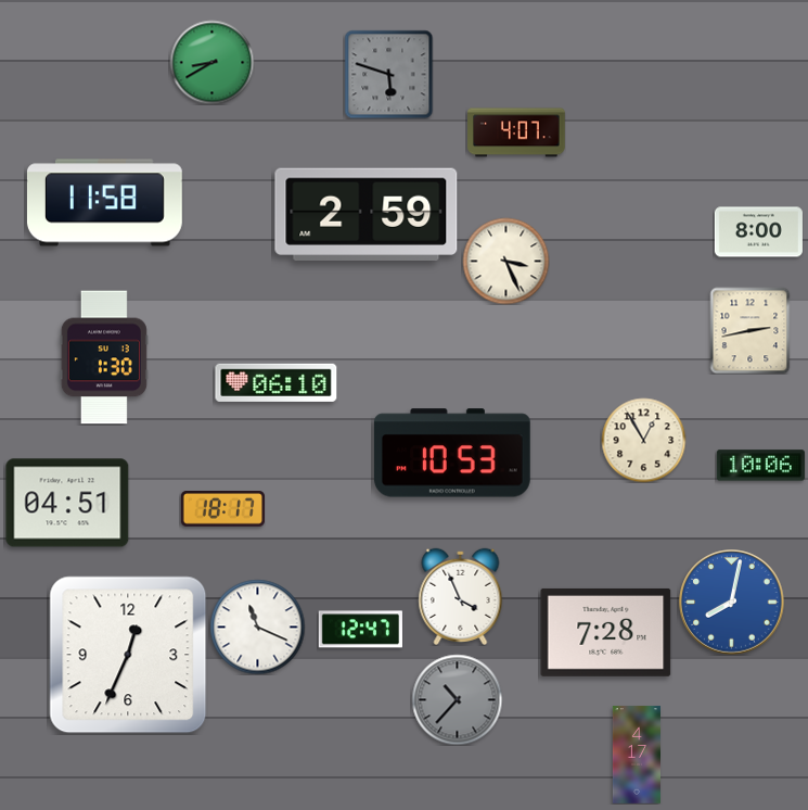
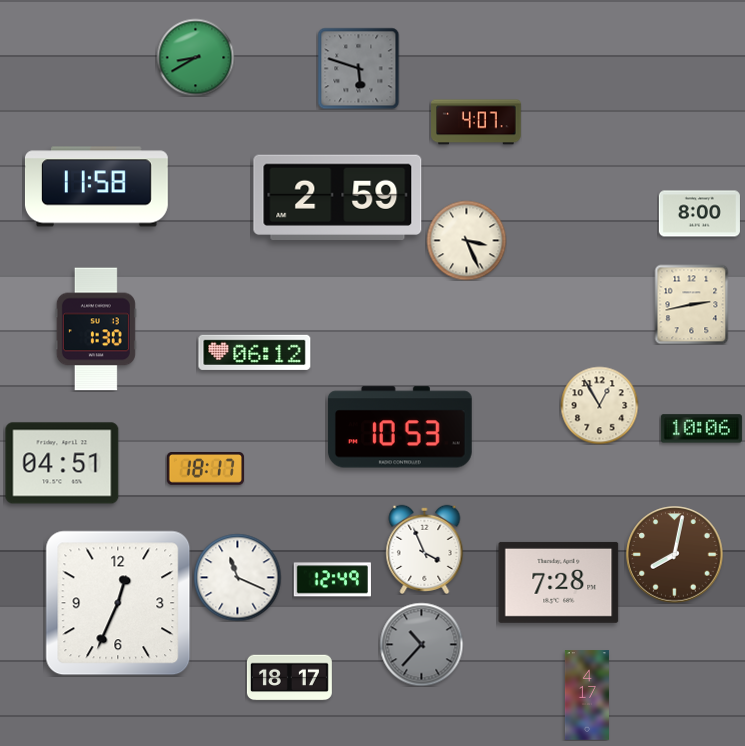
clock at (277, 382): 06:10 -> 06:12
clock at (643, 440) position: (643, 440) -> (599, 405)
clock at (452, 453) position: (452, 453) -> (400, 427)
clock at (732, 603) dial: blue -> brown
clock at (360, 630): 12:47 -> 12:49
clock at (289, 678): none -> 18:17
